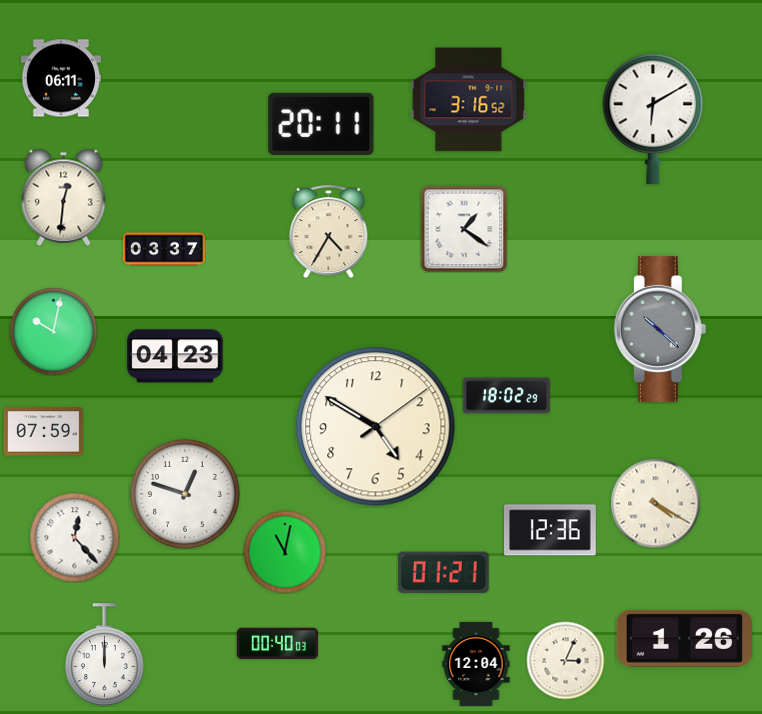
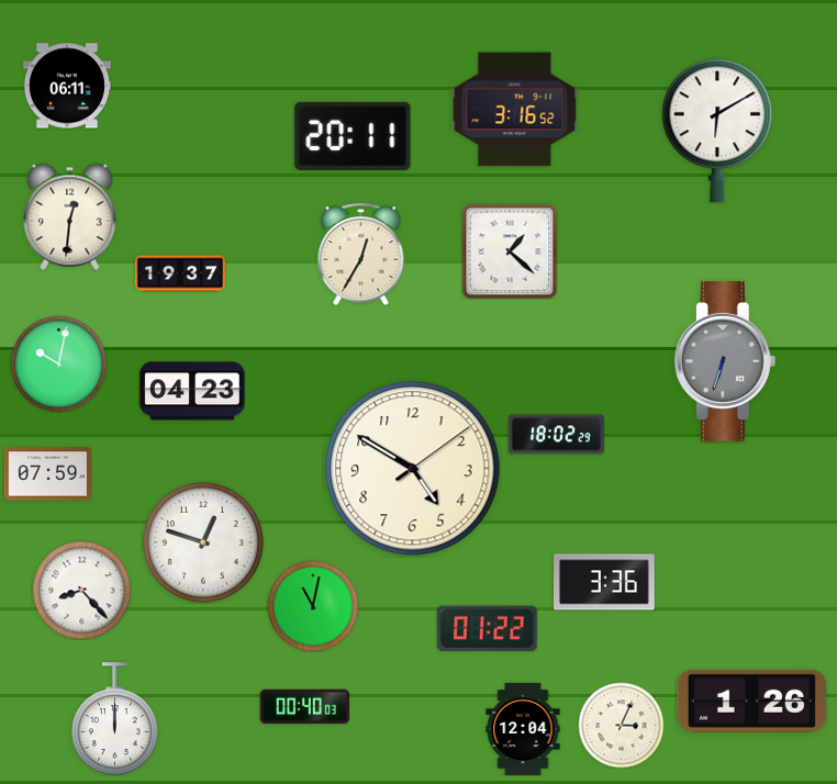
clock at (464, 229): 1:21 -> 1:22
clock at (329, 231): 4:35 -> 12:35
clock at (164, 249): 03:37 -> 19:37
clock at (660, 329): 10:22 -> 6:33
clock at (655, 503): 4:20 -> none
clock at (551, 530): 12:36 -> 3:36
clock at (74, 537): 12:23 -> 8:23
clock at (443, 573): 01:21 -> 01:22
